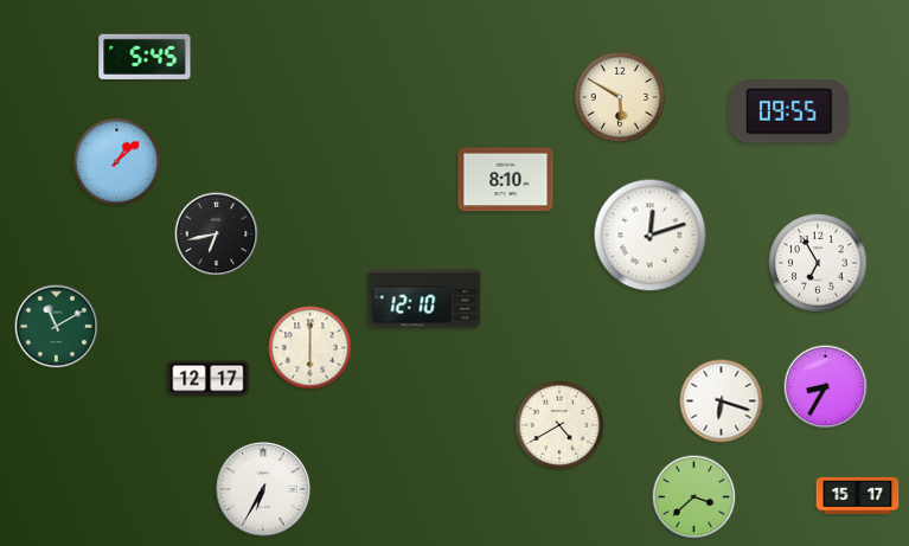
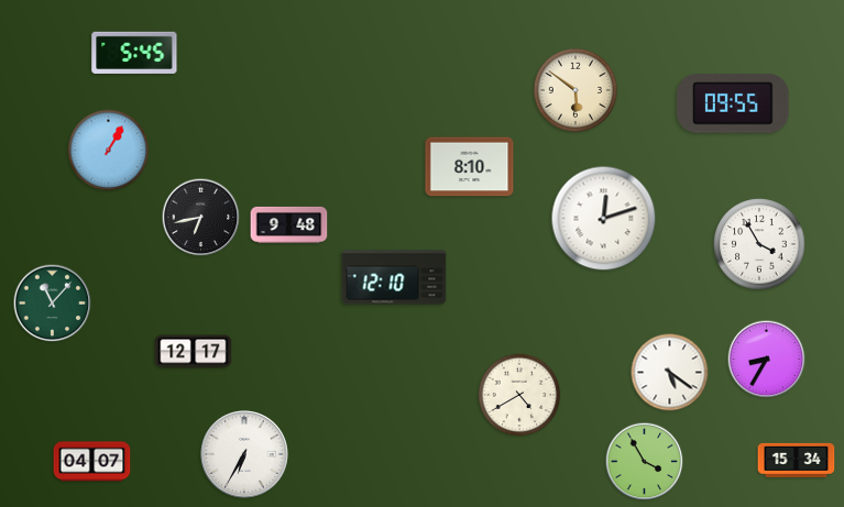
clock at (620, 97): 5:50 -> 5:51
clock at (117, 162): 1:08 -> 1:05
clock at (289, 224): none -> 9:48
clock at (818, 263): 6:55 -> 3:55
clock at (57, 327): 11:10 -> 11:07
clock at (311, 348): 6:00 -> none
clock at (722, 402): 6:18 -> 5:21
clock at (858, 495): 15:17 -> 15:34
clock at (92, 462): none -> 04:07
clock at (694, 497): 3:38 -> 3:55
